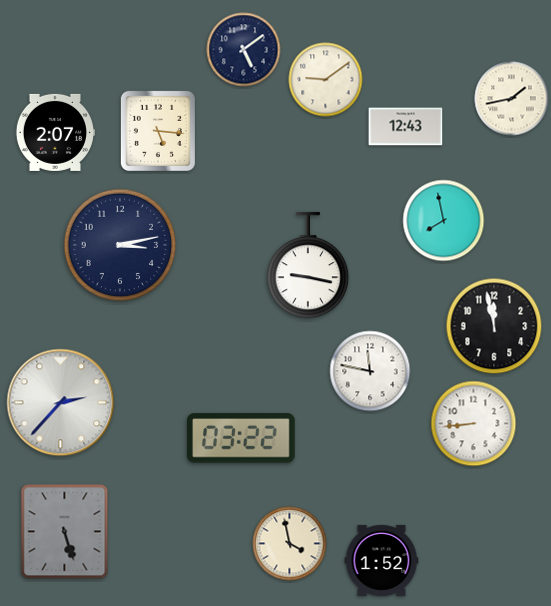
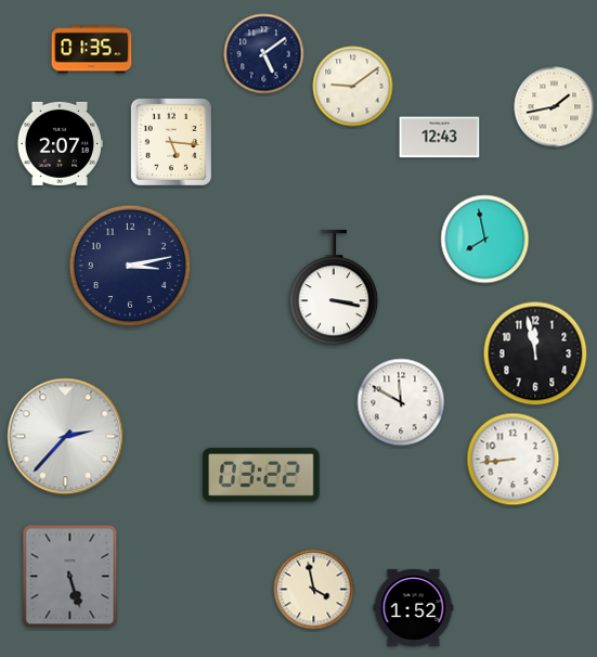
clock at (92, 50): none -> 01:35
clock at (444, 221) position: (444, 221) -> (485, 240)
clock at (308, 265): 9:17 -> 3:17
clock at (370, 371): 11:47 -> 11:50
